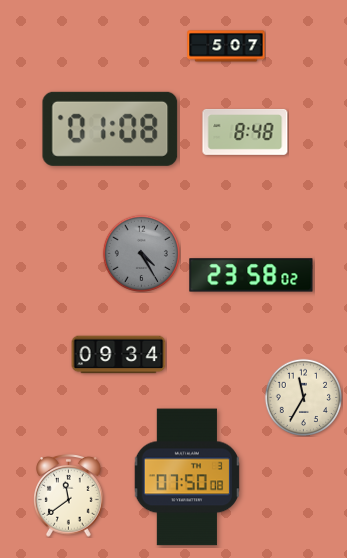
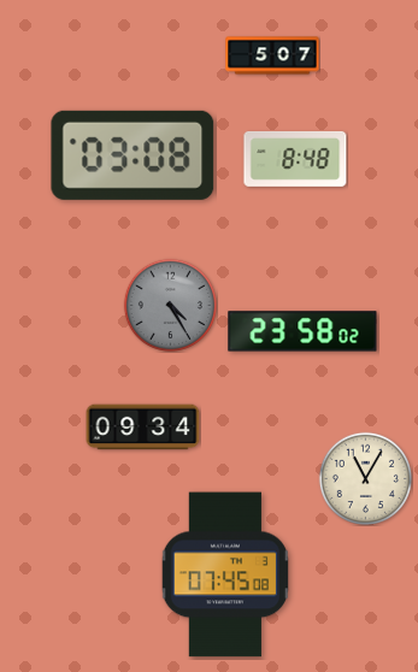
clock at (110, 129): 01:08 -> 03:08
clock at (303, 397): 11:35 -> 11:05
clock at (187, 477): 07:50 -> 07:45
clock at (69, 496): 11:39 -> none
